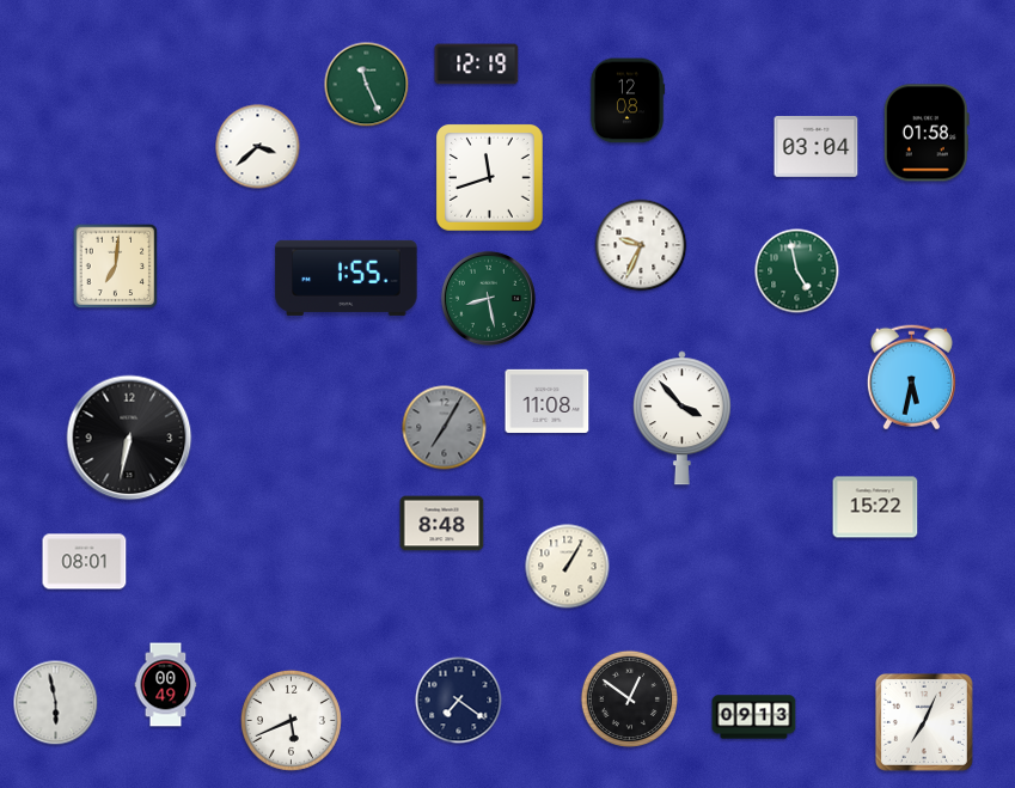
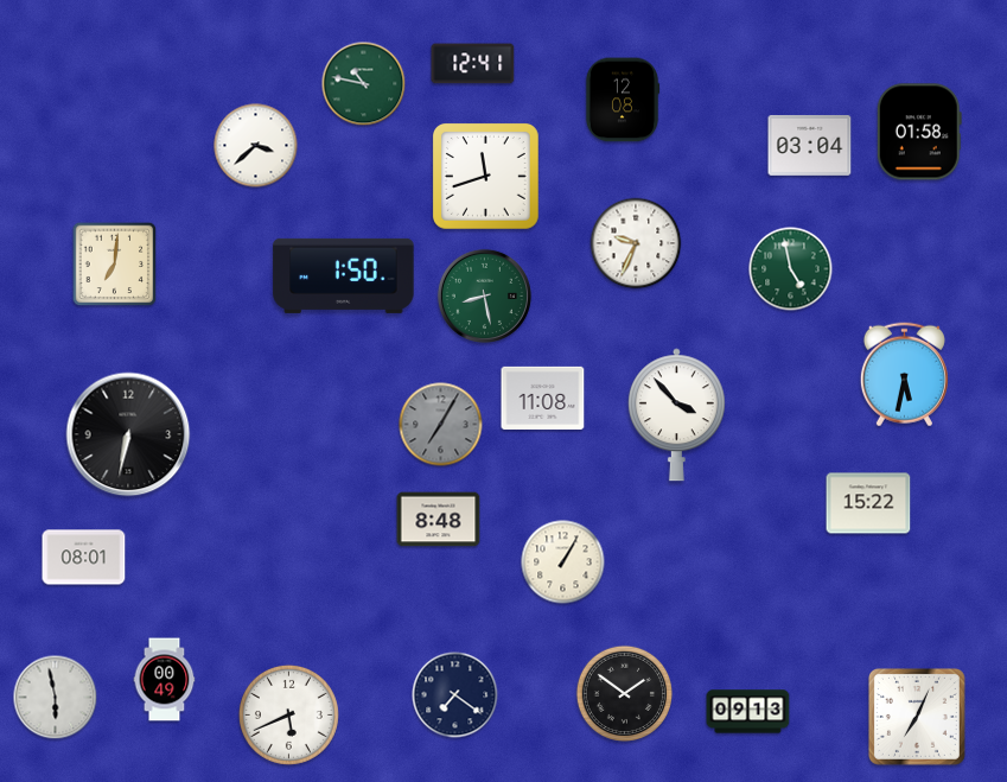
clock at (477, 65): 12:19 -> 12:41
clock at (367, 85): 11:26 -> 10:47
clock at (347, 277): 1:55 -> 1:50
clock at (629, 698): 12:51 -> 1:51
